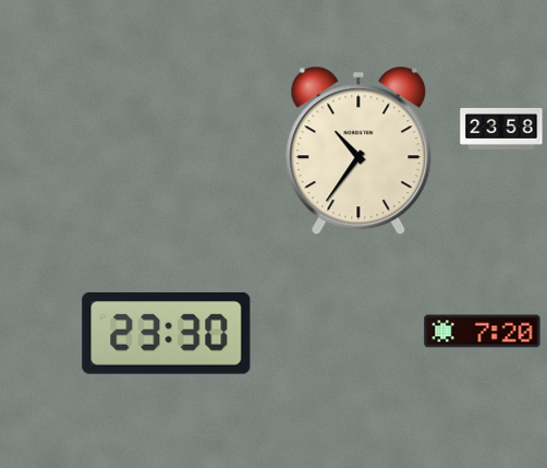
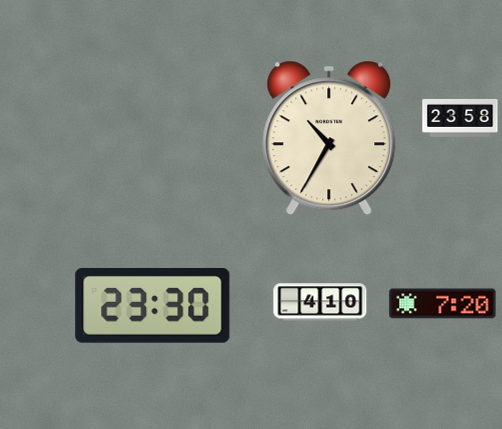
clock at (358, 151): 10:36 -> 10:35
clock at (320, 302): none -> 4:10
